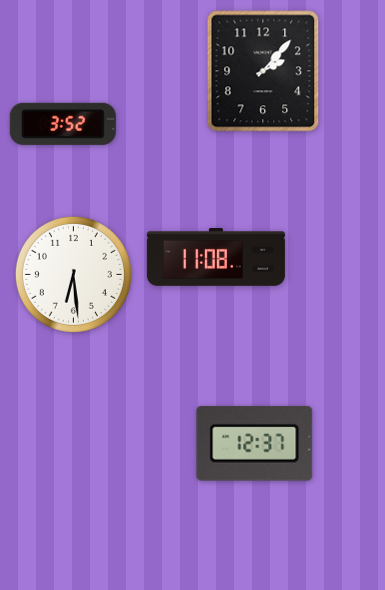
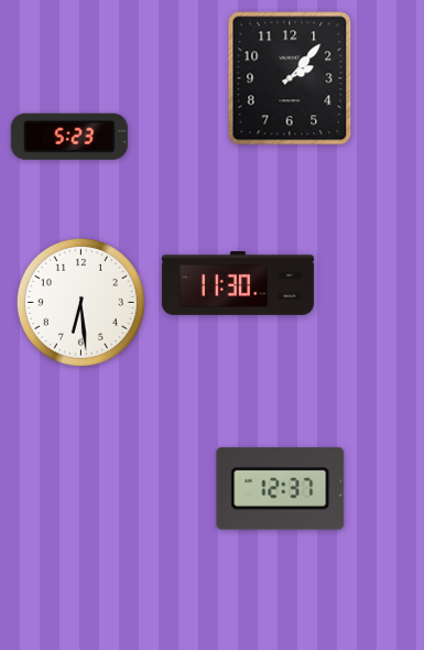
clock at (63, 124): 3:52 -> 5:23
clock at (216, 258): 11:08 -> 11:30
